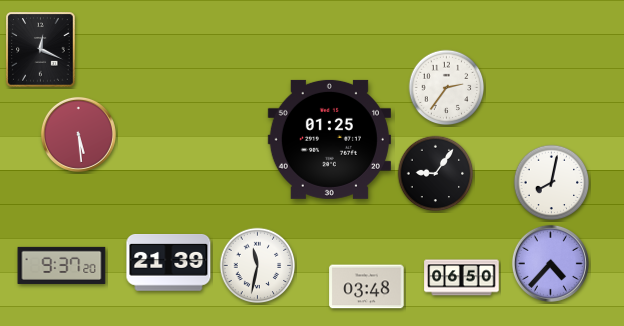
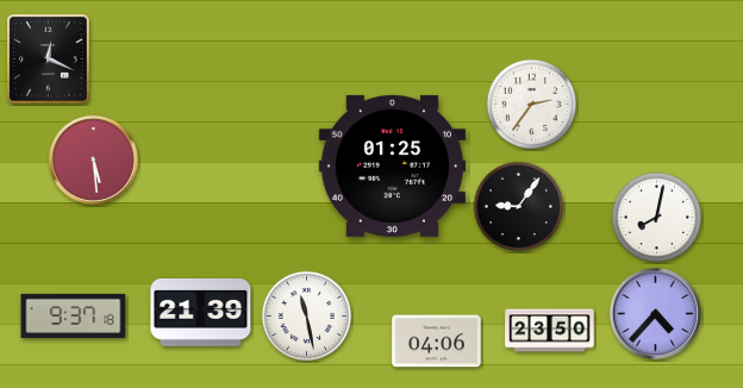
clock at (62, 265): 9:37:20 -> 9:37:18
clock at (258, 266): 11:32 -> 11:28
clock at (462, 278): 06:50 -> 23:50
clock at (367, 287): 03:48 -> 04:06
